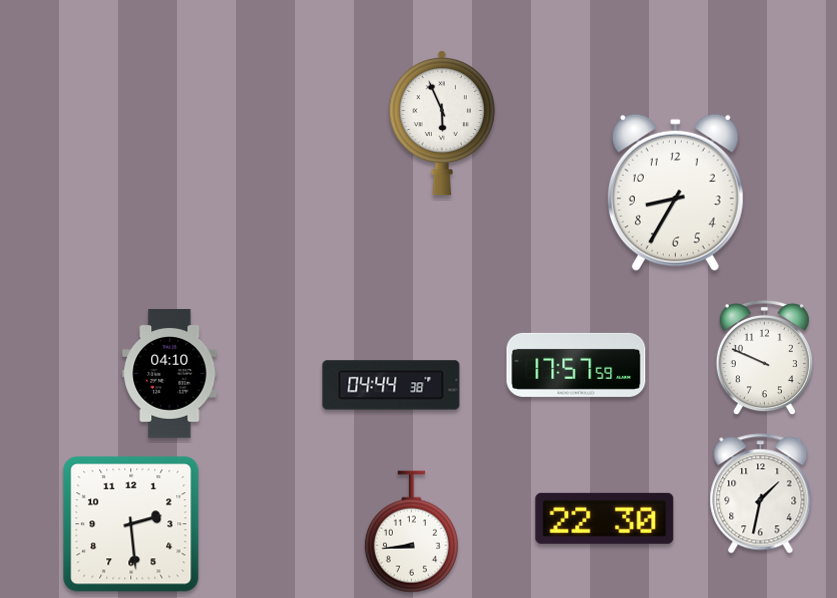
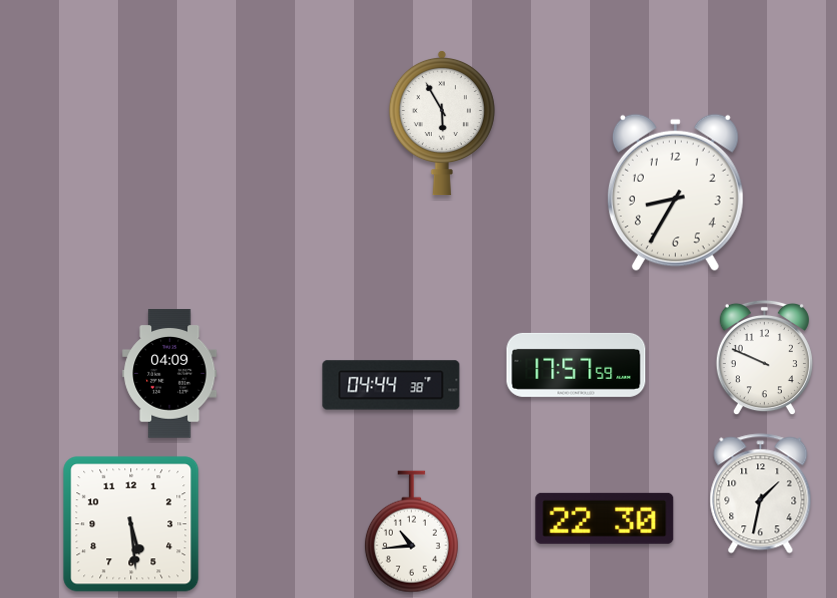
clock at (442, 123): 5:56 -> 5:55
clock at (170, 374): 04:10 -> 04:09
clock at (131, 524): 2:29 -> 5:29
clock at (411, 532): 8:44 -> 10:44
